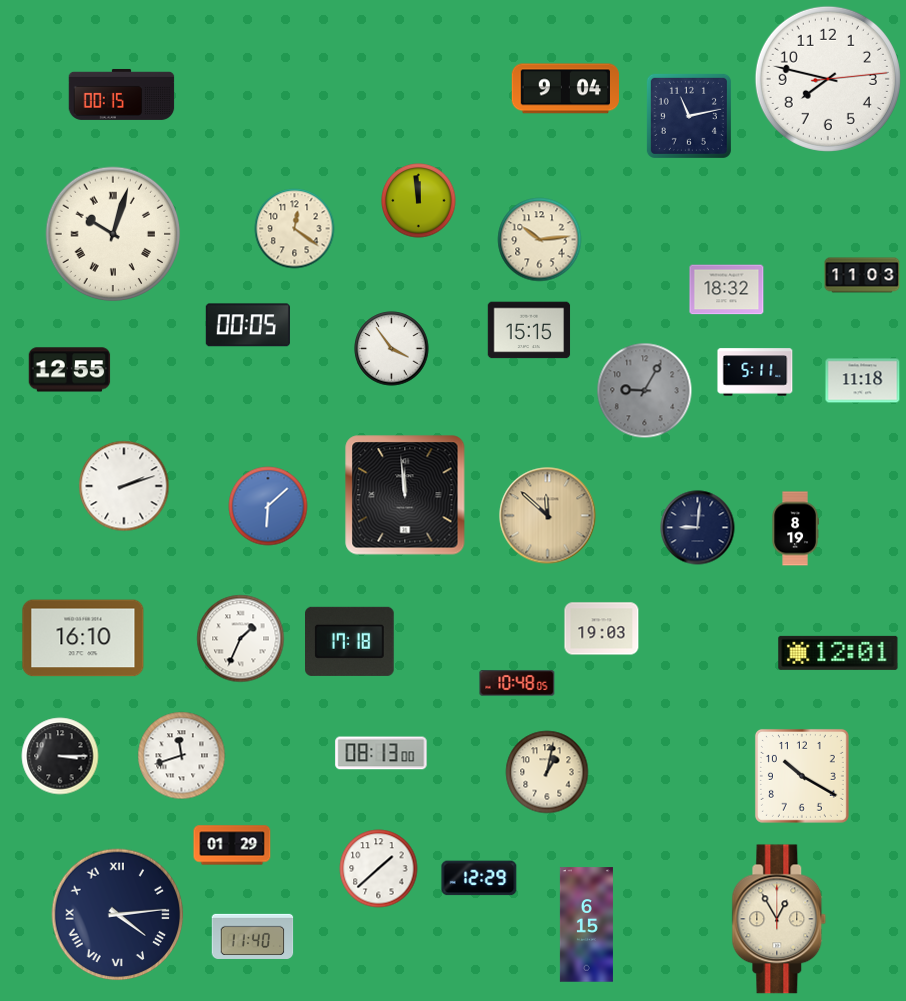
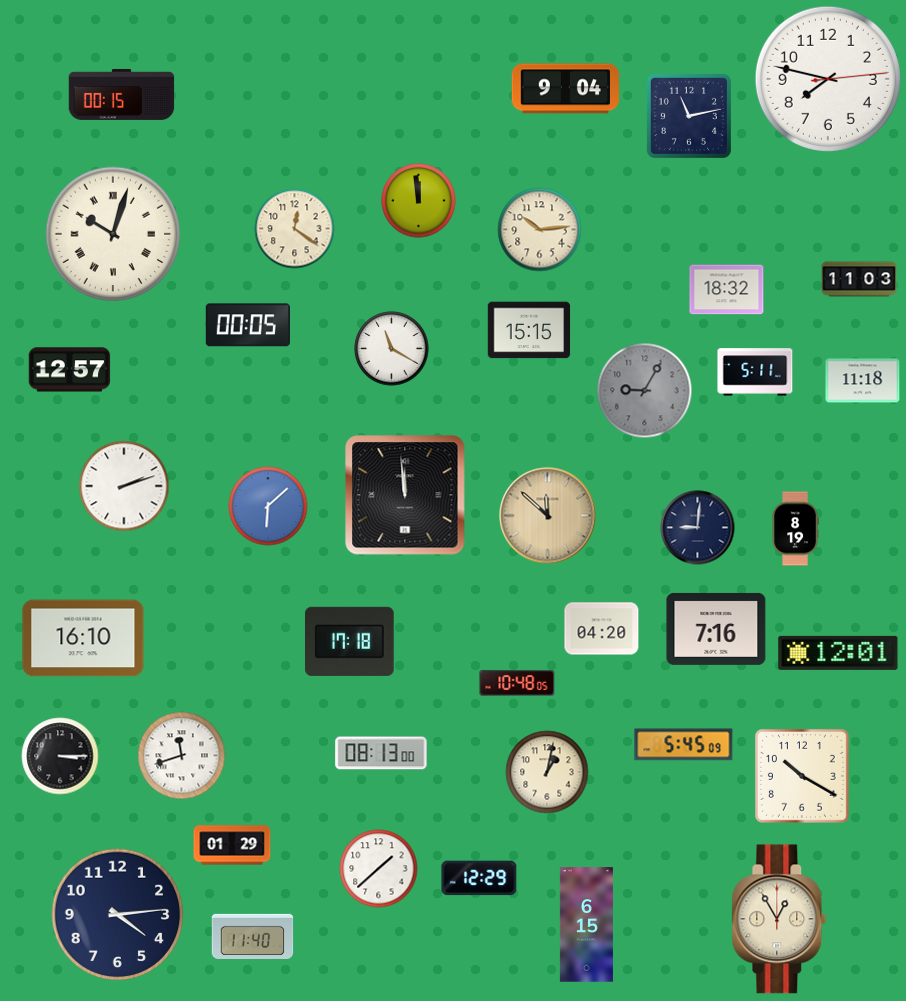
clock at (540, 240) position: (540, 240) -> (540, 230)
clock at (862, 275) position: (862, 275) -> (859, 279)
clock at (392, 349): 3:54 -> 11:20
clock at (70, 370): 12:55 -> 12:57
clock at (602, 629): 19:03 -> 04:20
clock at (716, 629): none -> 7:16
clock at (241, 639): 1:34 -> none
clock at (684, 745): none -> 5:45
clock at (118, 915) numerals: Roman -> Arabic
